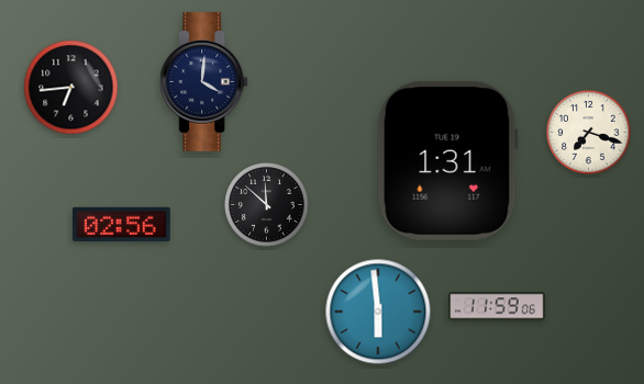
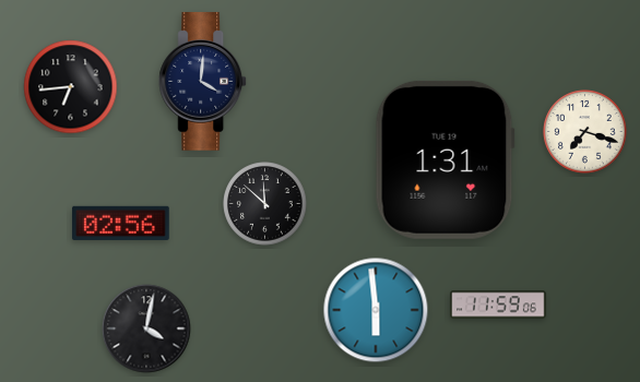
clock at (497, 306) position: (497, 306) -> (498, 305)
clock at (146, 329): none -> 4:02
